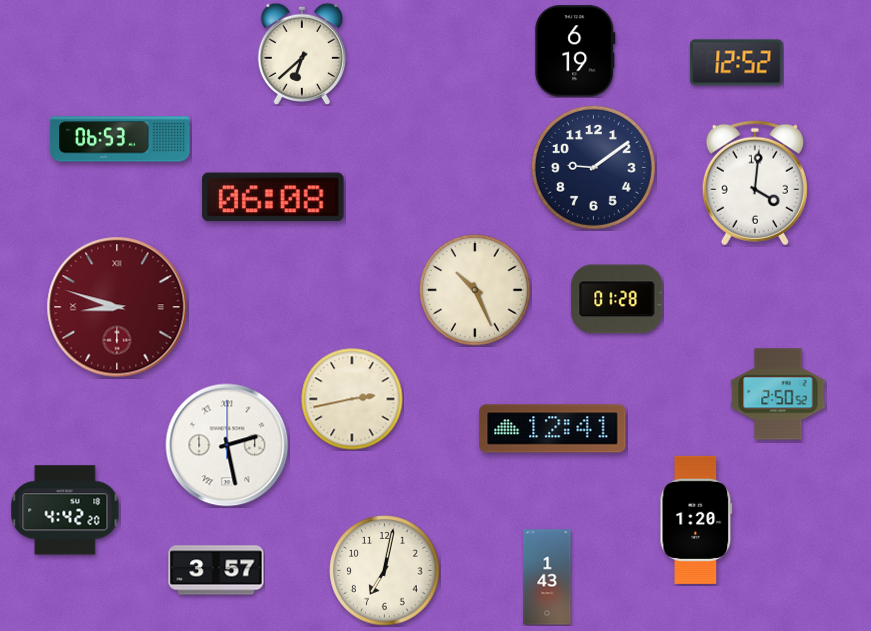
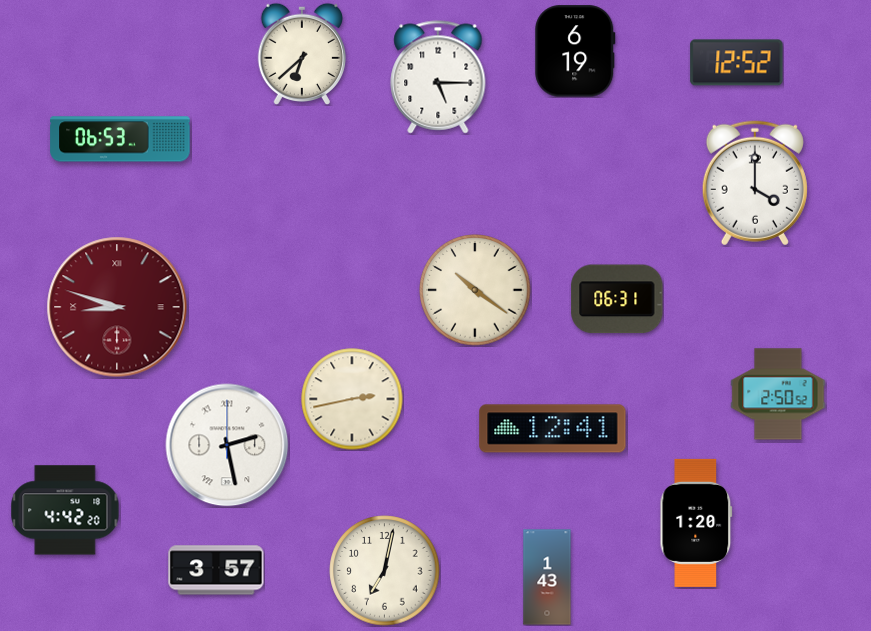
clock at (438, 77): none -> 5:15
clock at (593, 167): 9:09 -> none
clock at (755, 183): 4:01 -> 4:00
clock at (273, 197): 06:08 -> none
clock at (475, 290): 10:26 -> 10:21
clock at (617, 299): 01:28 -> 06:31
clock at (696, 520) position: (696, 520) -> (696, 523)
